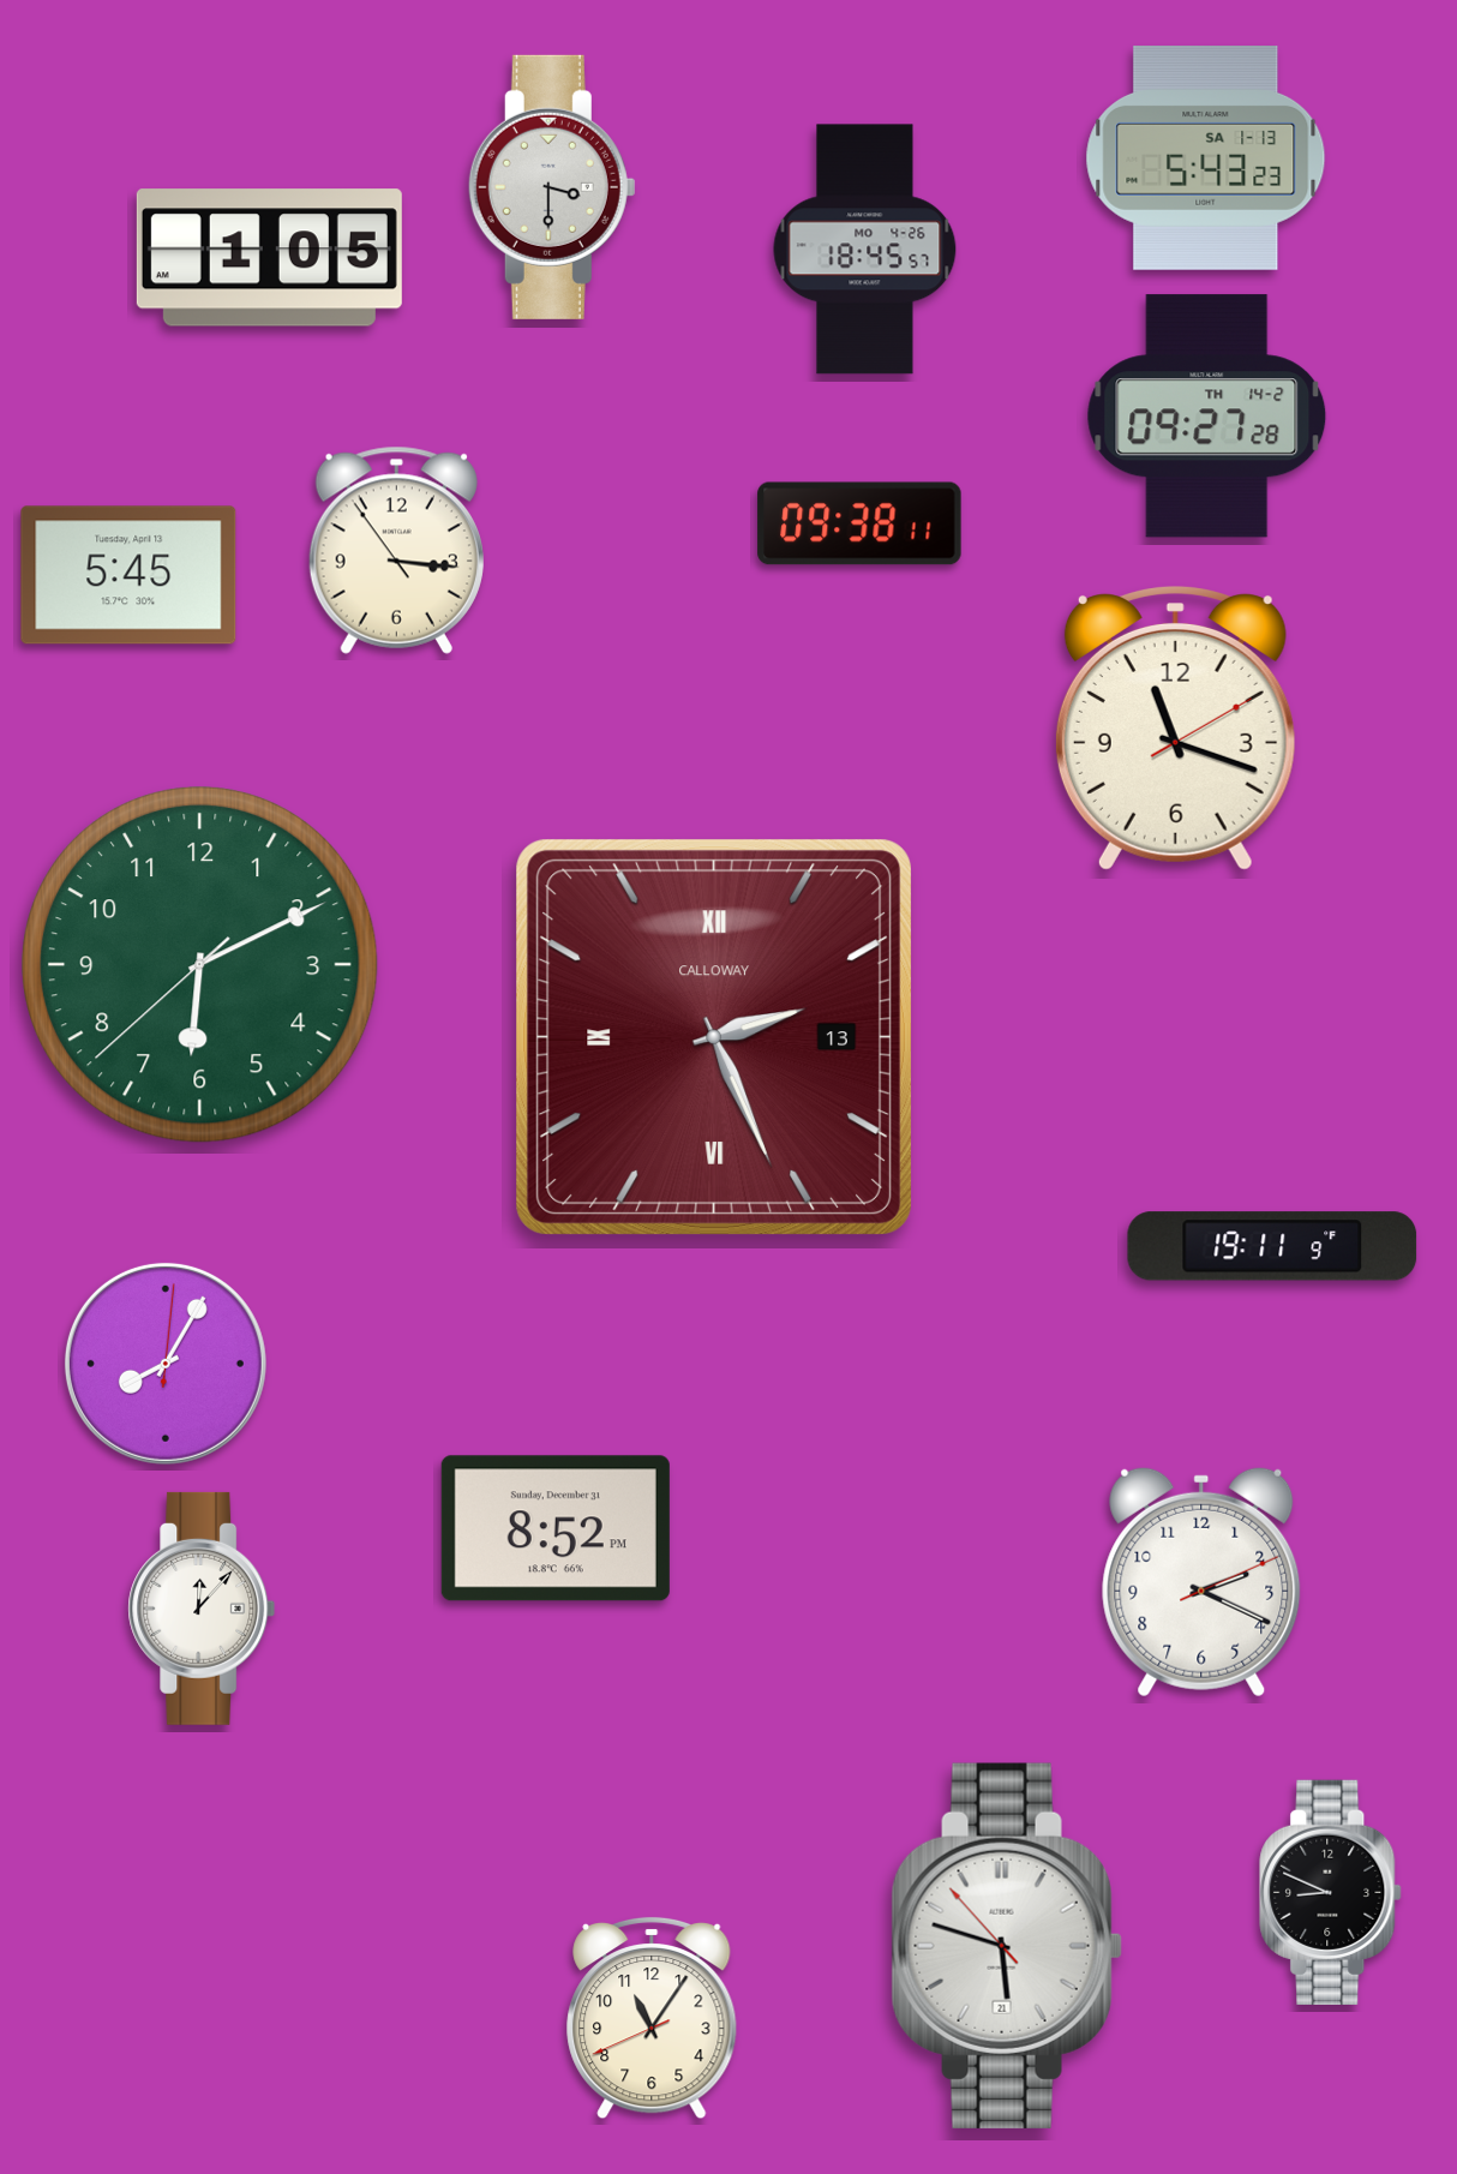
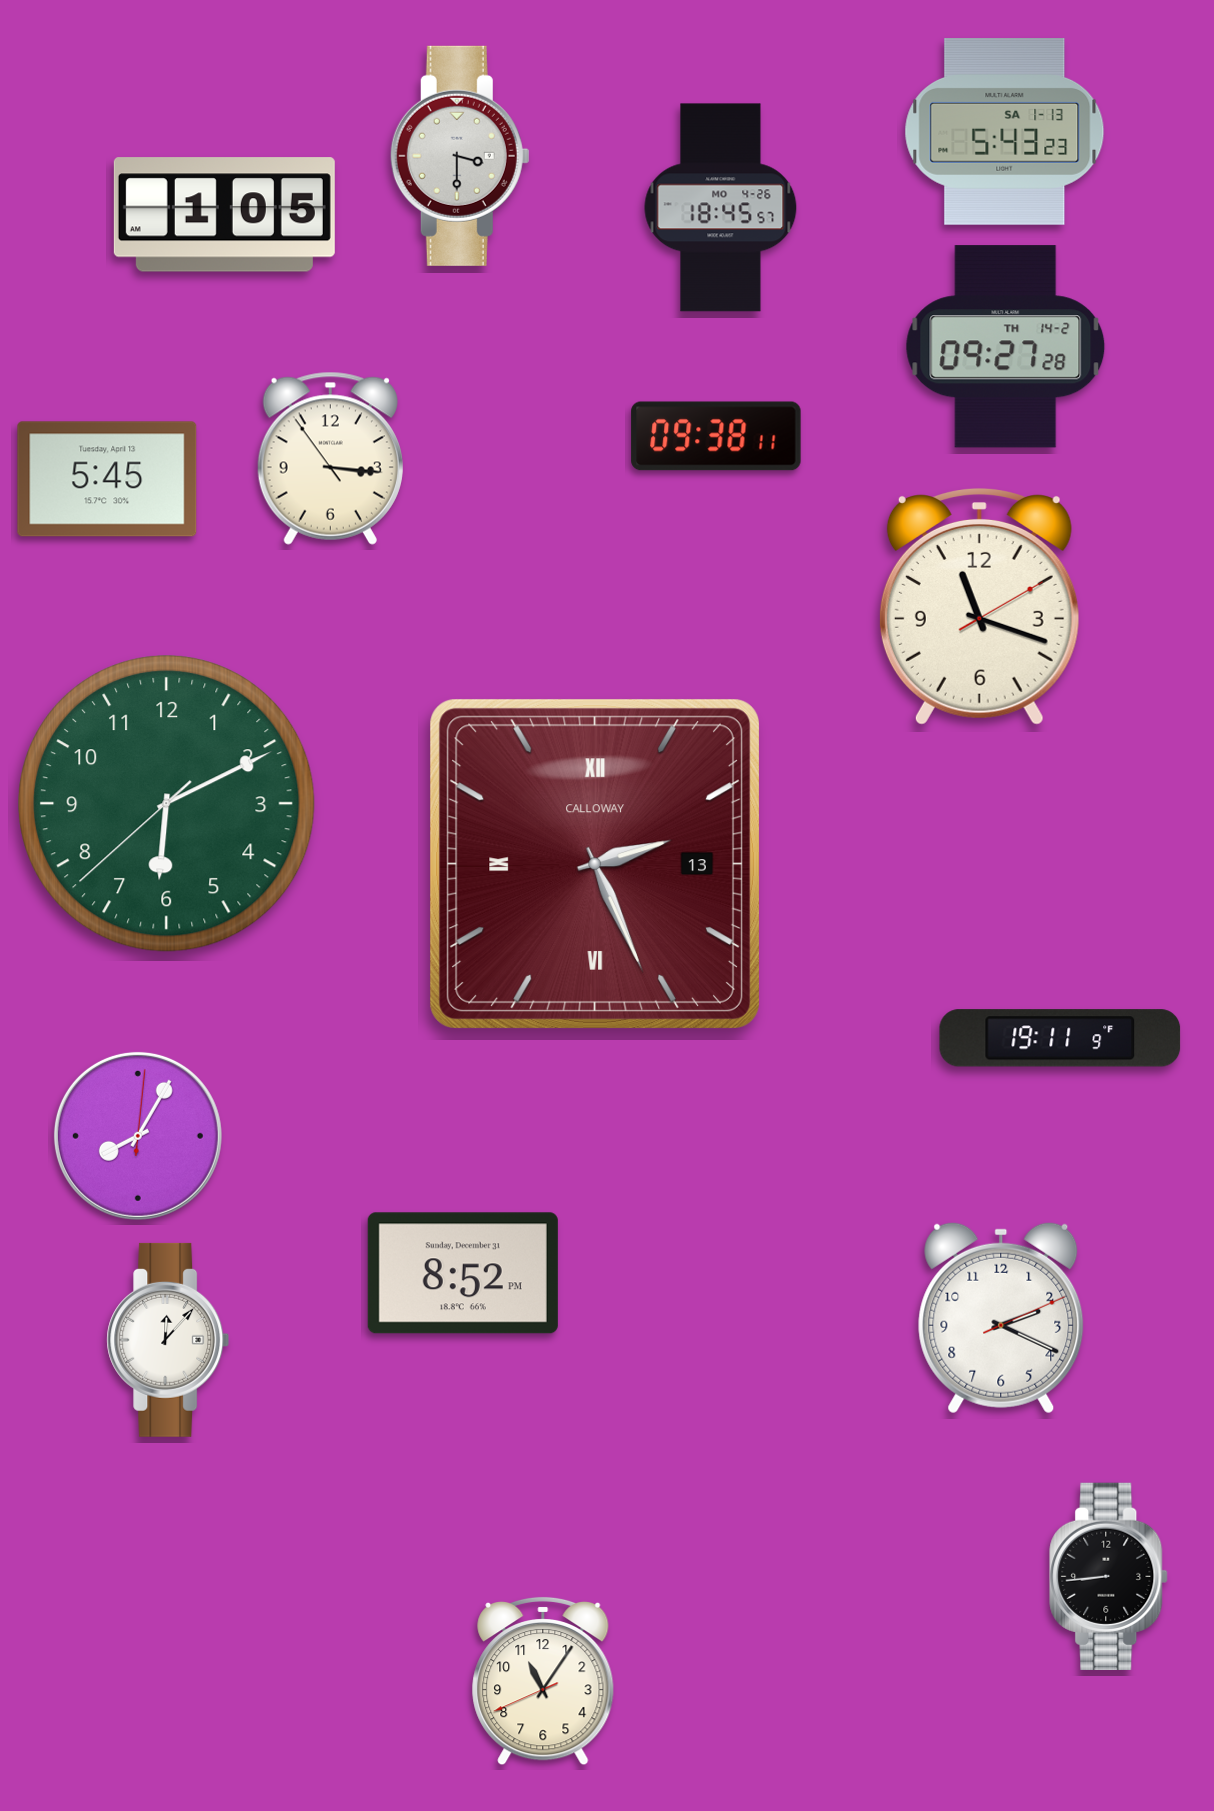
clock at (1331, 1892): 8:49 -> 8:44
clock at (1007, 1946): 5:47 -> none
